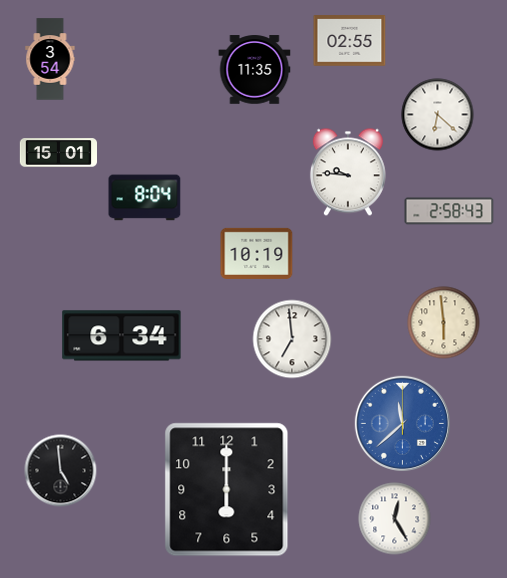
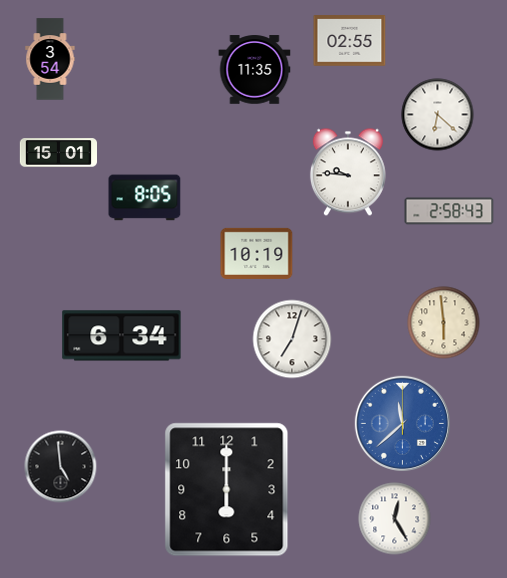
clock at (145, 198): 8:04 -> 8:05
clock at (292, 339): 6:59 -> 7:03
clock at (61, 471) position: (61, 471) -> (61, 467)
